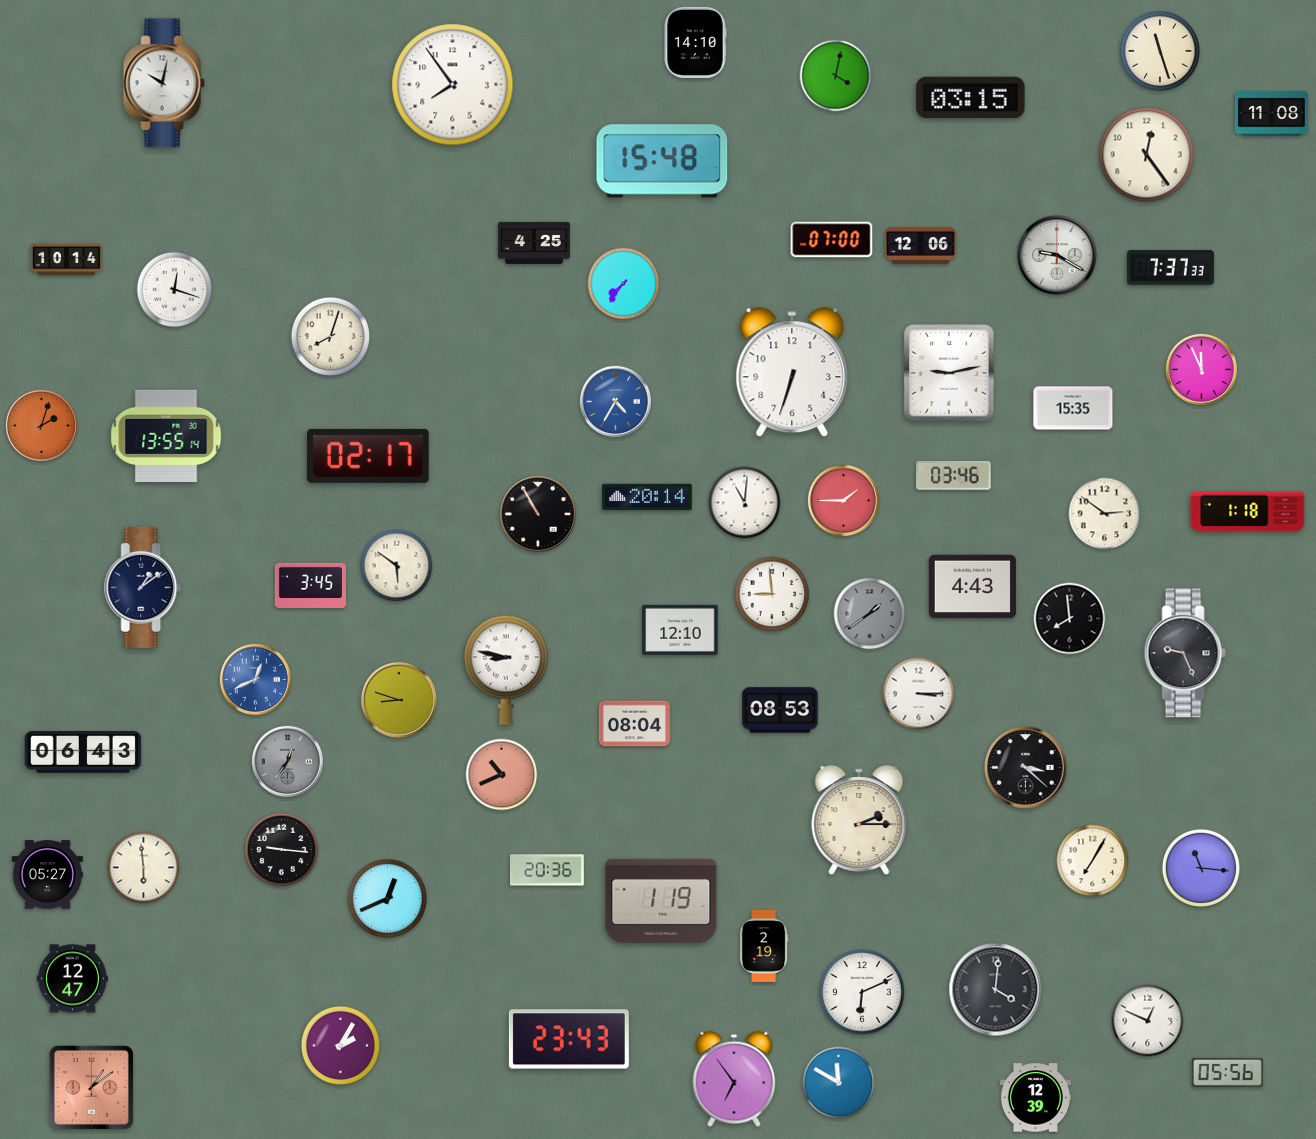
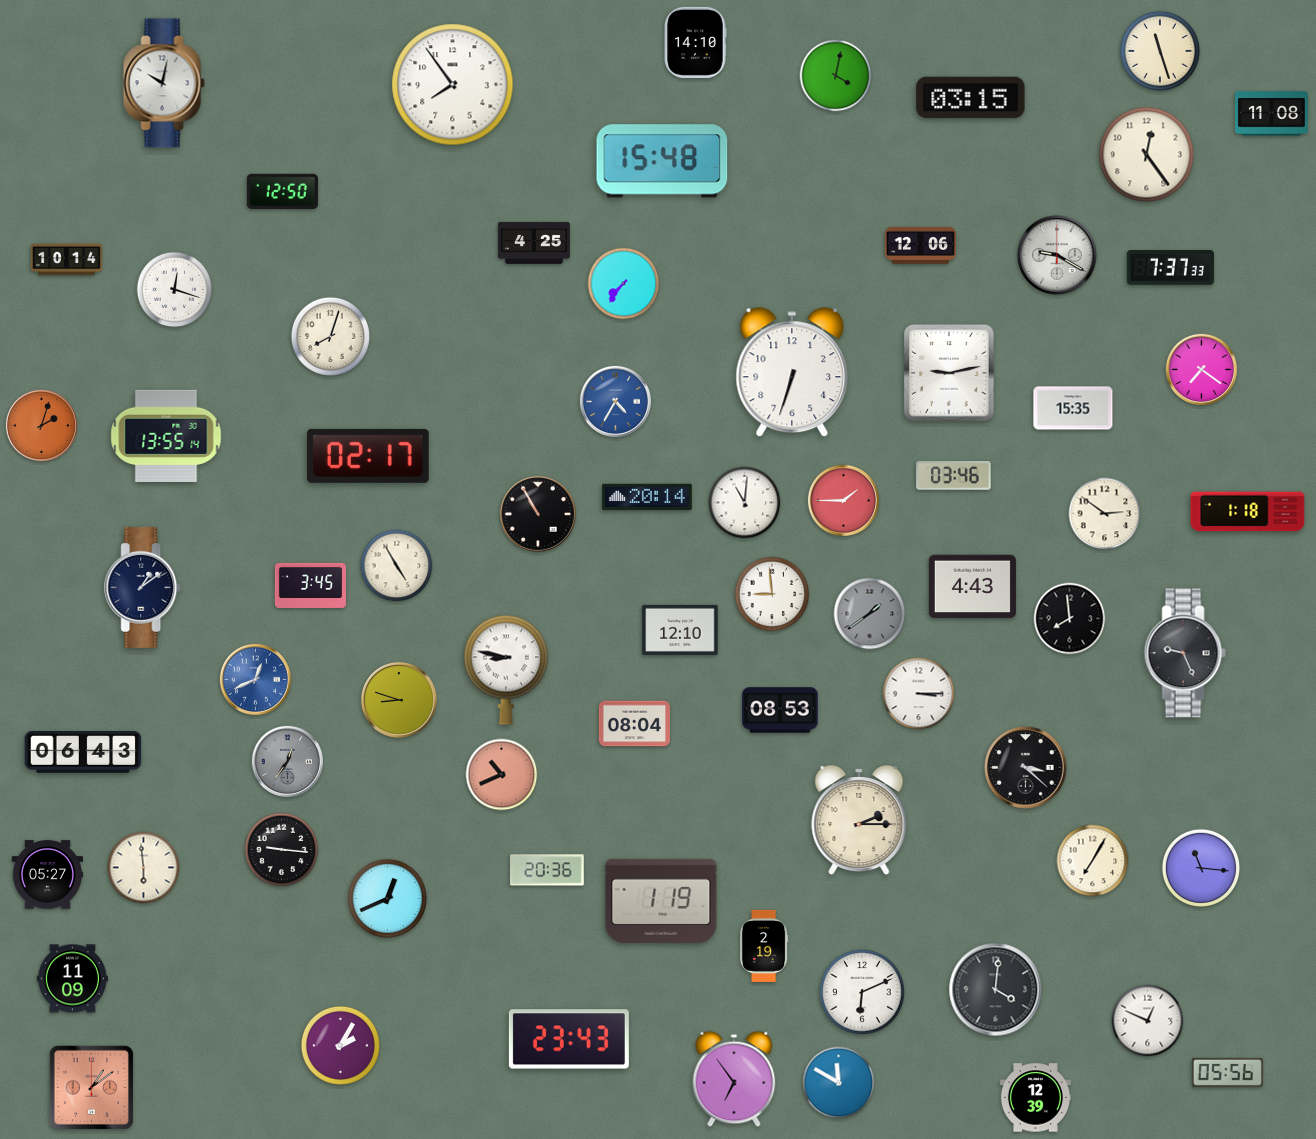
clock at (282, 191): none -> 12:50
clock at (832, 240): 07:00 -> none
clock at (1201, 369): 11:56 -> 7:21
clock at (397, 566): 5:51 -> 4:55
clock at (72, 979): 12:47 -> 11:09
